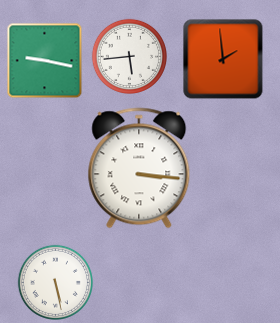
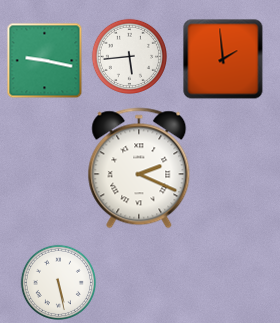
clock at (139, 168): 3:16 -> 2:19
clock at (55, 282) position: (55, 282) -> (58, 282)
